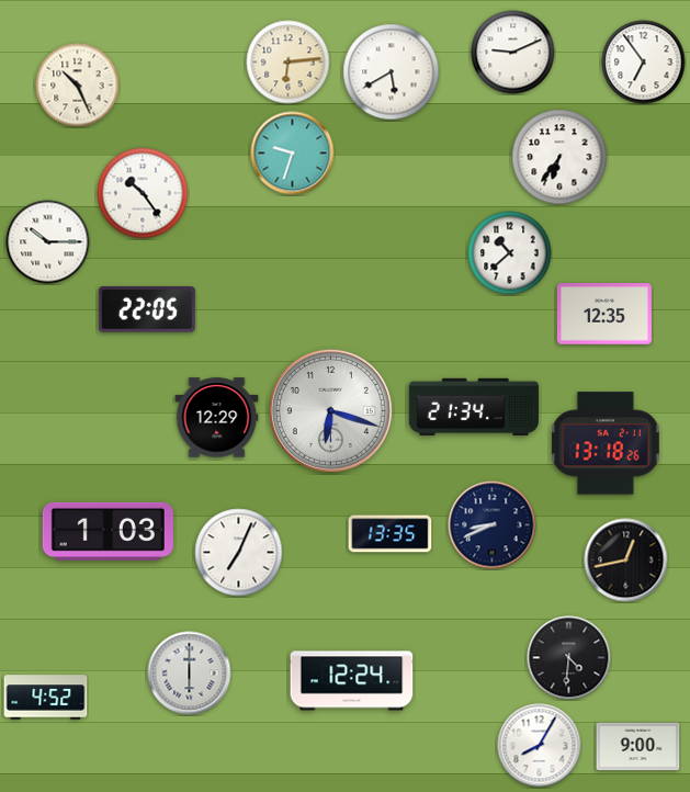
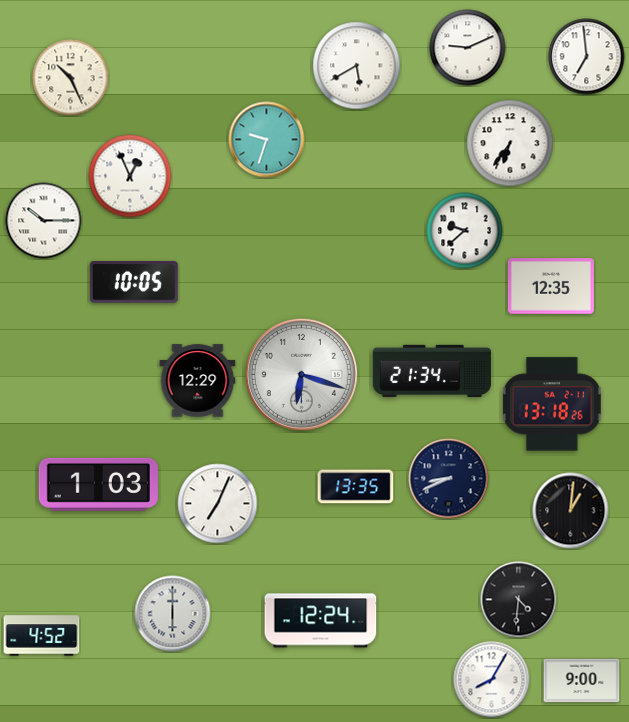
clock at (289, 63): 6:14 -> none
clock at (644, 63): 6:54 -> 6:59
clock at (143, 193): 10:24 -> 12:56
clock at (510, 253): 10:38 -> 9:38
clock at (147, 309): 22:05 -> 10:05
clock at (626, 561): 12:43 -> 1:01
